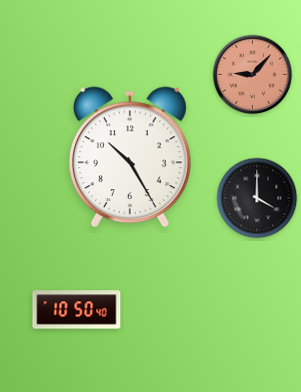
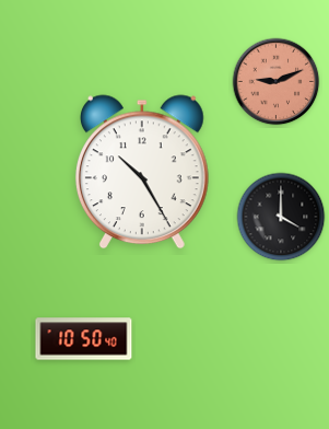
clock at (253, 75): 9:07 -> 9:11
